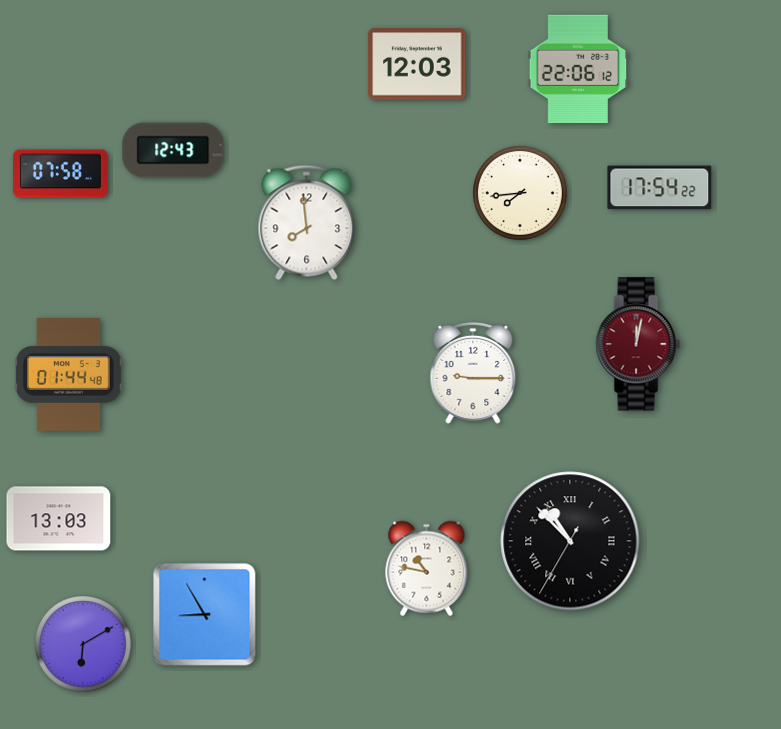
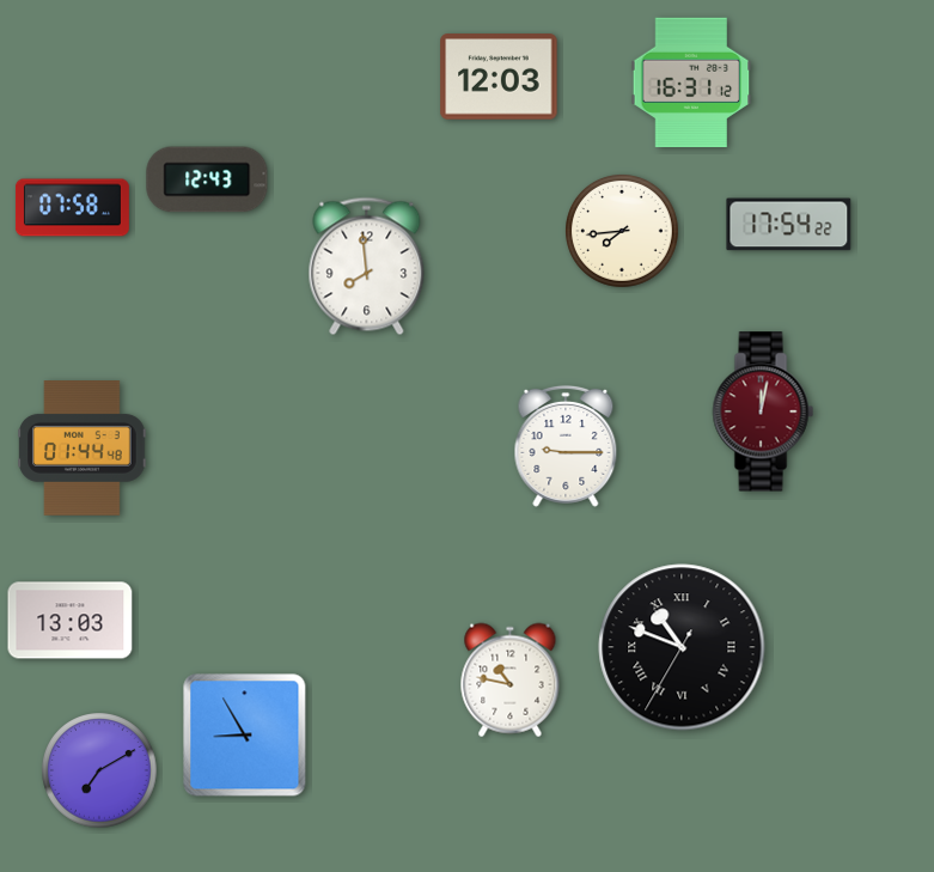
clock at (578, 69): 22:06 -> 16:31
clock at (570, 541): 10:52 -> 10:48
clock at (83, 644): 6:10 -> 7:10
